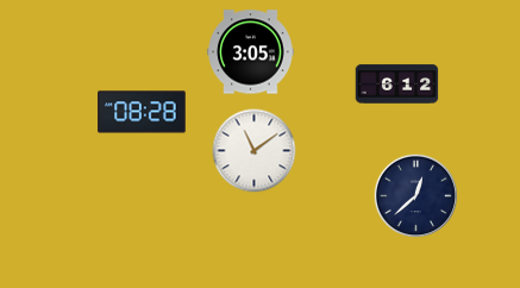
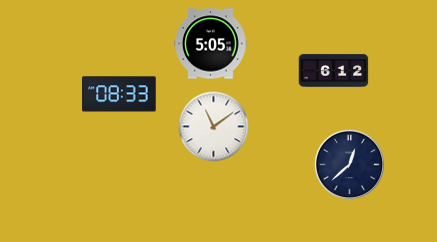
clock at (251, 52): 3:05 -> 5:05
clock at (142, 112): 08:28 -> 08:33
